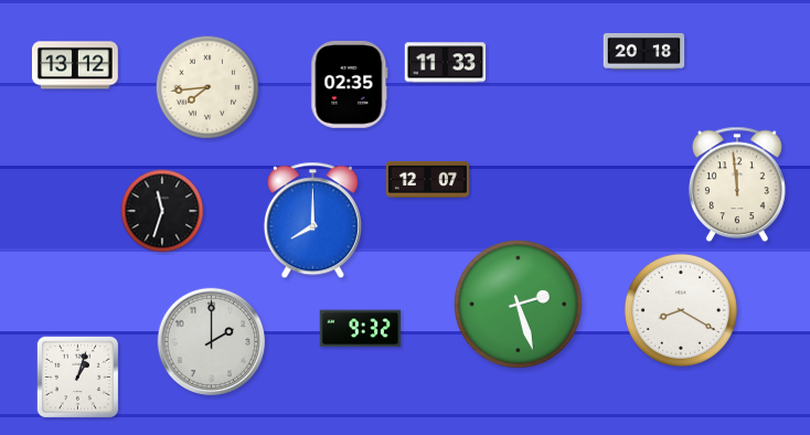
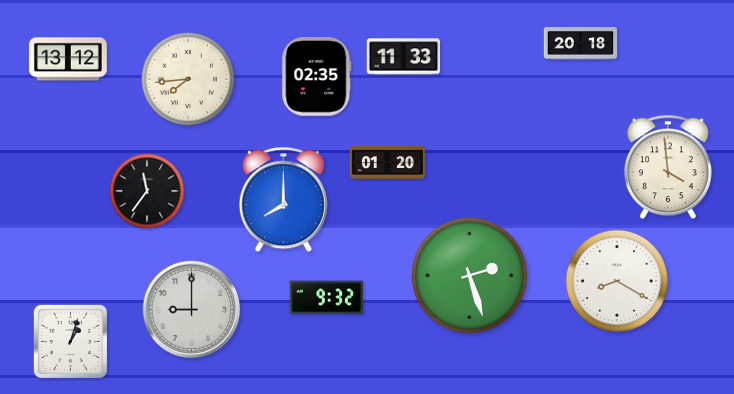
clock at (644, 52) position: (644, 52) -> (581, 44)
clock at (427, 179): 12:07 -> 01:20
clock at (737, 184): 11:59 -> 3:59
clock at (162, 211): 11:33 -> 11:36
clock at (212, 342): 2:00 -> 9:00
